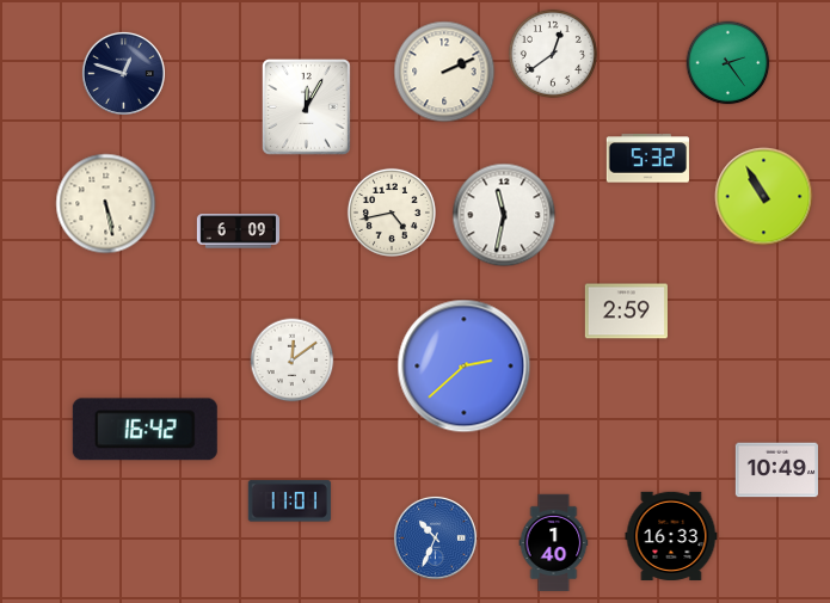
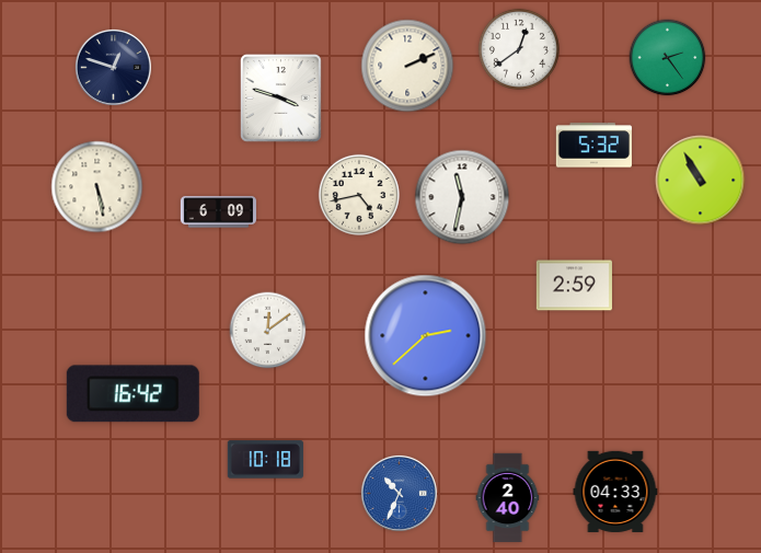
clock at (553, 54) position: (553, 54) -> (519, 49)
clock at (307, 107): 12:05 -> 3:48
clock at (776, 470): 10:49 -> none
clock at (289, 502): 11:01 -> 10:18
clock at (671, 535): 16:33 -> 04:33
clock at (554, 543): 1:40 -> 2:40
